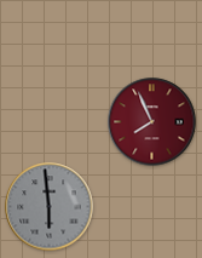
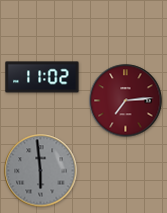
clock at (42, 77): none -> 11:02
clock at (152, 122): 7:56 -> 7:14
